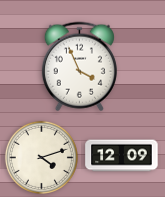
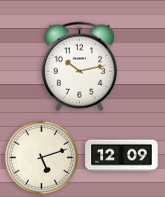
clock at (79, 67): 3:56 -> 10:13
clock at (41, 157): 4:12 -> 5:12
